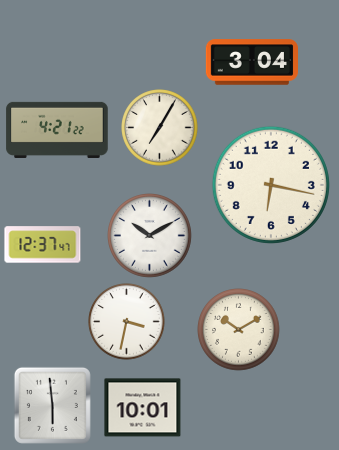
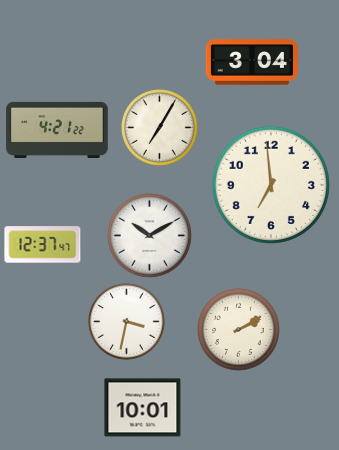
clock at (271, 185): 6:17 -> 6:59
clock at (239, 330): 10:10 -> 2:10
clock at (52, 405): 5:59 -> none
